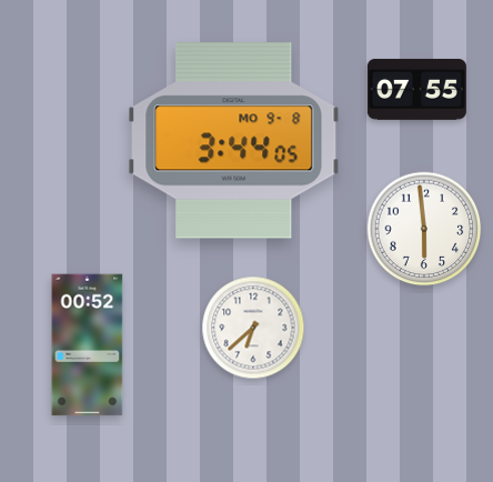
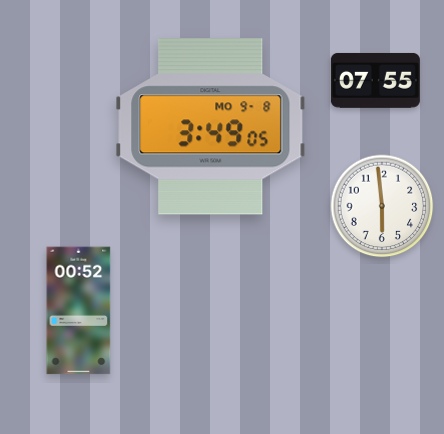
clock at (234, 141): 3:44 -> 3:49
clock at (253, 328): 6:38 -> none
